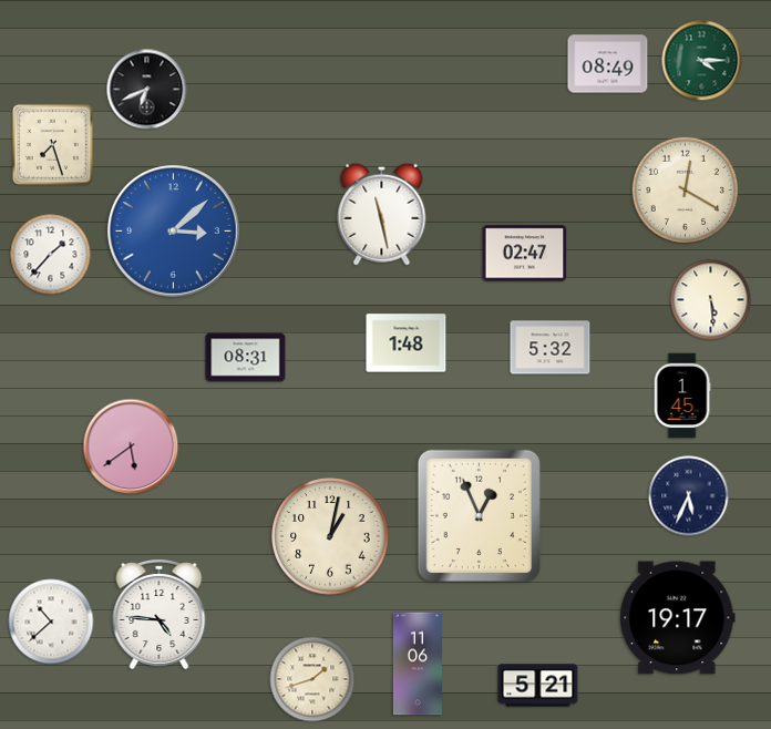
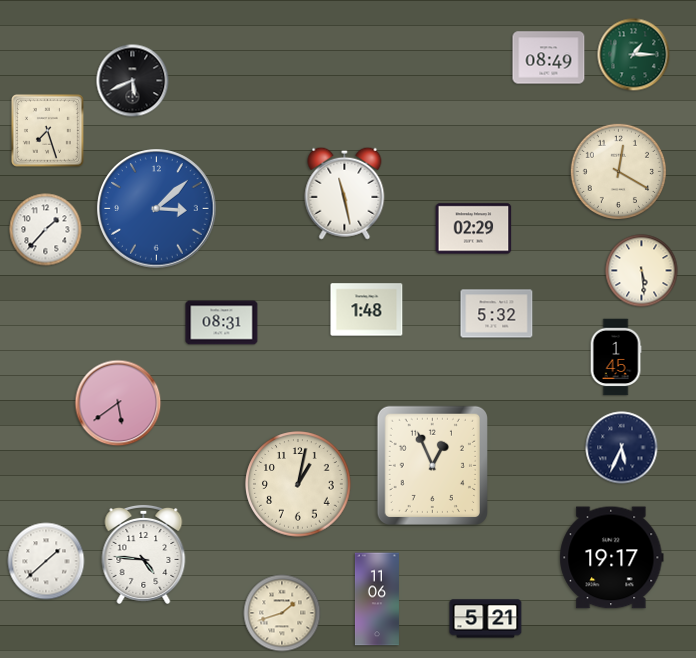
clock at (702, 61): 4:15 -> 1:15
clock at (147, 90): 6:41 -> 5:41
clock at (525, 254): 02:47 -> 02:29
clock at (51, 622): 10:38 -> 1:38
